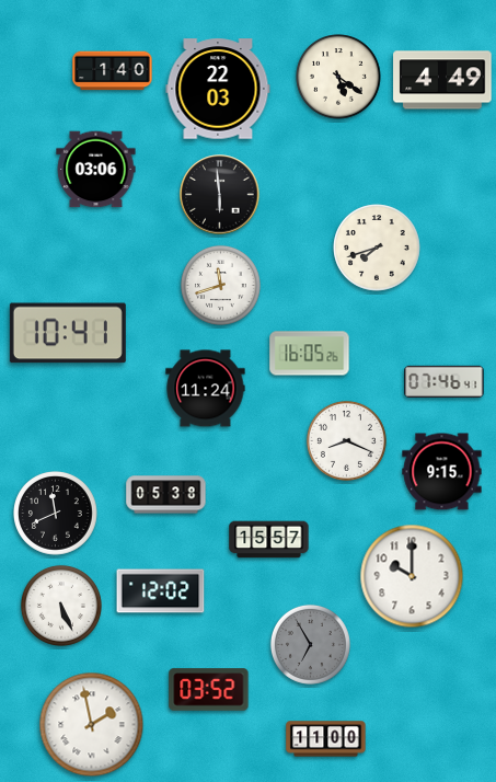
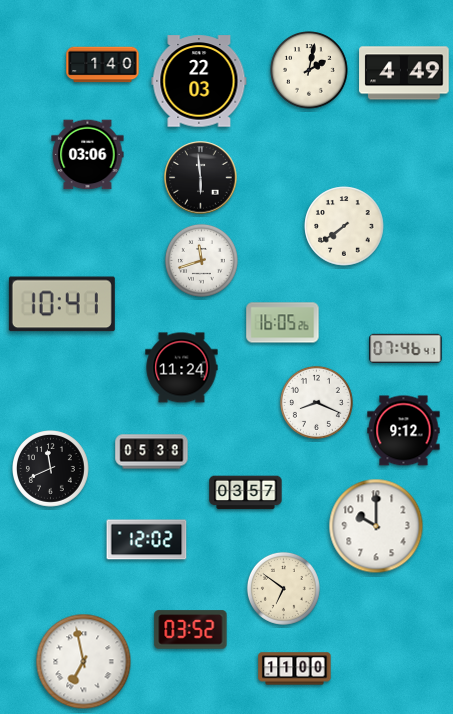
clock at (338, 77): 5:21 -> 2:02
clock at (377, 248): 7:42 -> 7:39
clock at (206, 389) position: (206, 389) -> (182, 368)
clock at (442, 472): 9:15 -> 9:12
clock at (269, 540): 15:57 -> 03:57
clock at (61, 606): 5:26 -> none
clock at (310, 644): 6:55 -> 6:51
clock at (310, 644) dial: grey -> cream
clock at (92, 725): 1:58 -> 6:58
clock at (326, 739) position: (326, 739) -> (295, 669)
